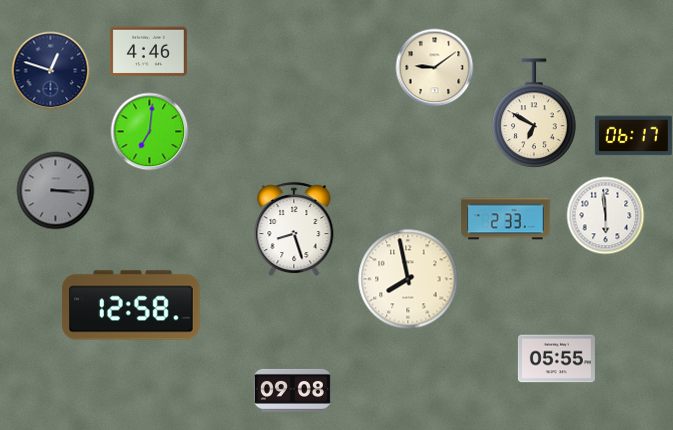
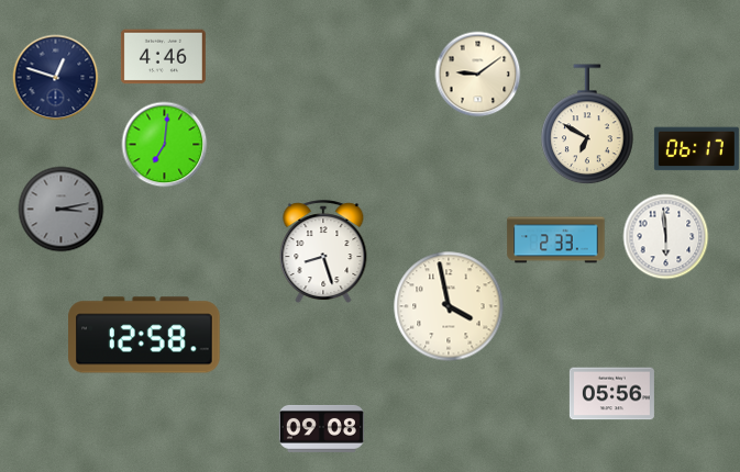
clock at (55, 190): 3:15 -> 3:13
clock at (408, 279): 7:58 -> 3:58
clock at (556, 359): 05:55 -> 05:56
